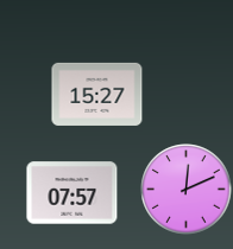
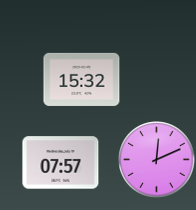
clock at (97, 94): 15:27 -> 15:32
